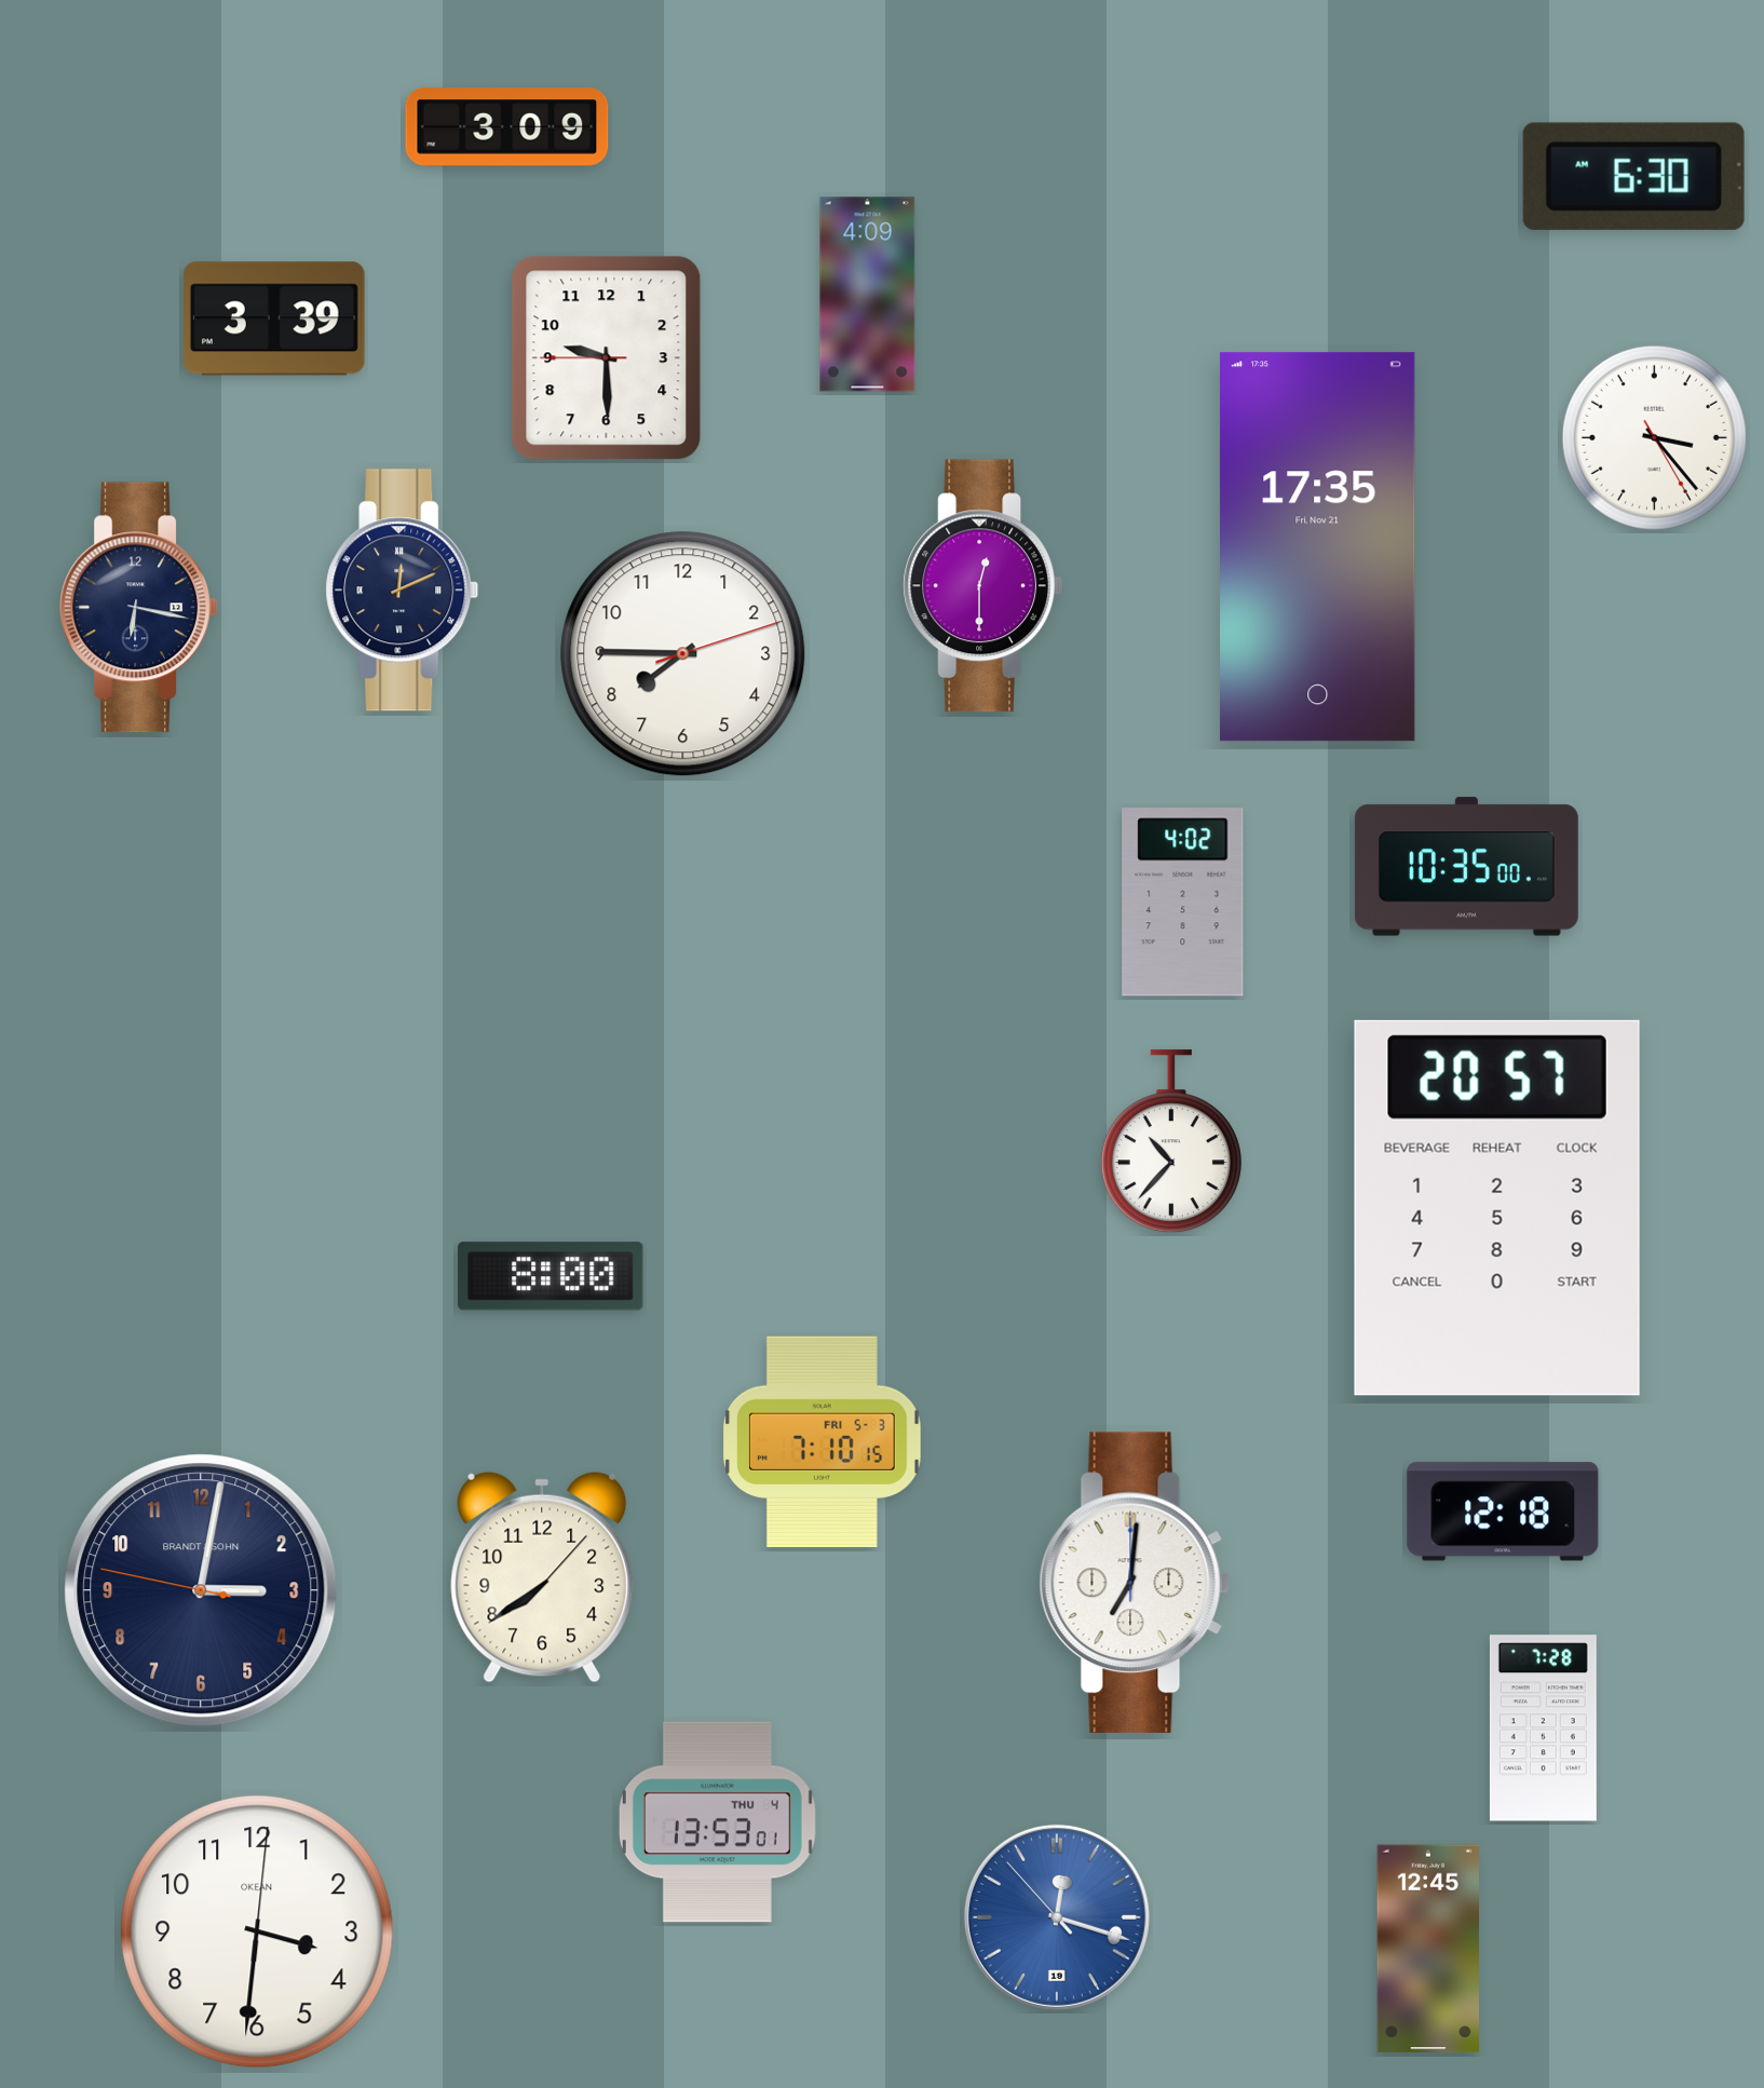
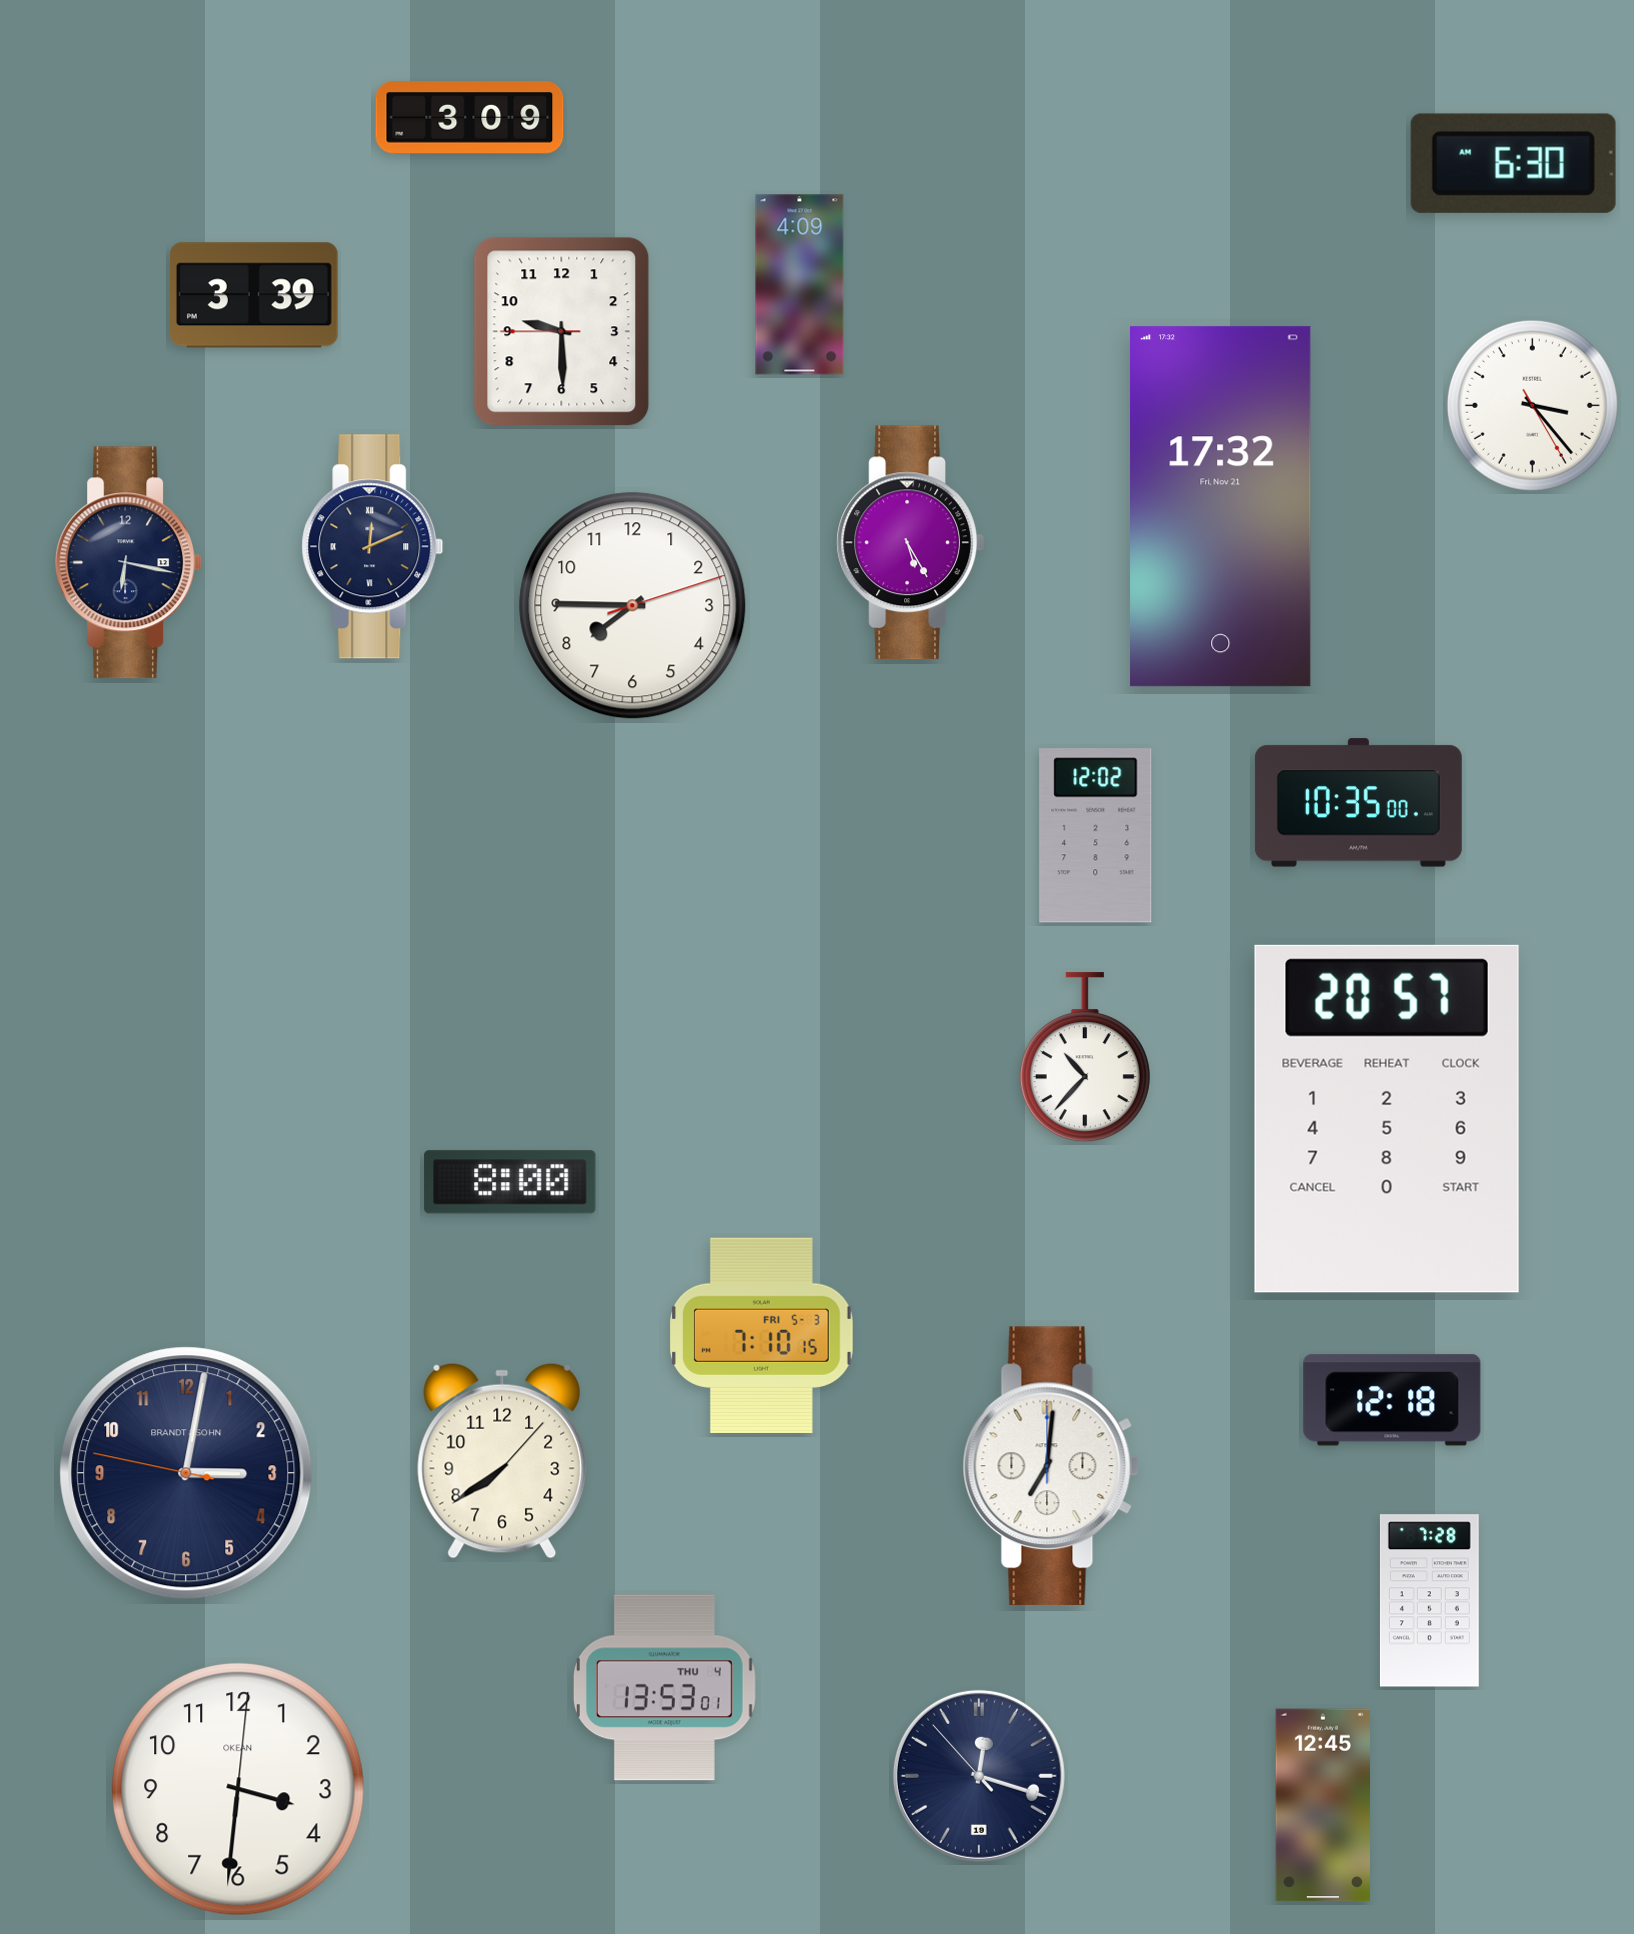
clock at (868, 295) position: (868, 295) -> (800, 285)
clock at (1318, 547): 17:35 -> 17:32
clock at (982, 586): 12:30 -> 5:25
clock at (1183, 903): 4:02 -> 12:02
clock at (1057, 1917) dial: blue -> navy
